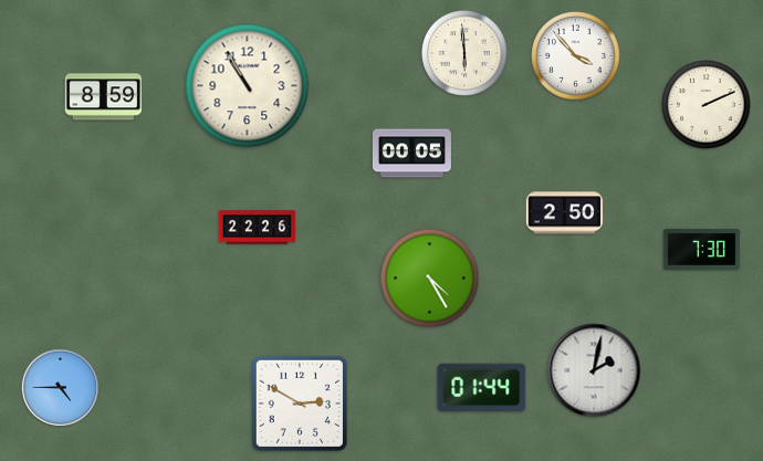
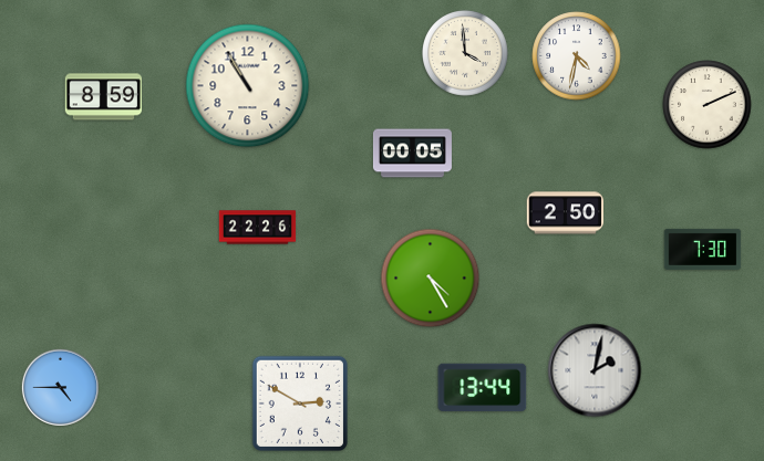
clock at (466, 54): 5:59 -> 3:59
clock at (576, 56): 3:53 -> 4:32
clock at (482, 388): 01:44 -> 13:44
